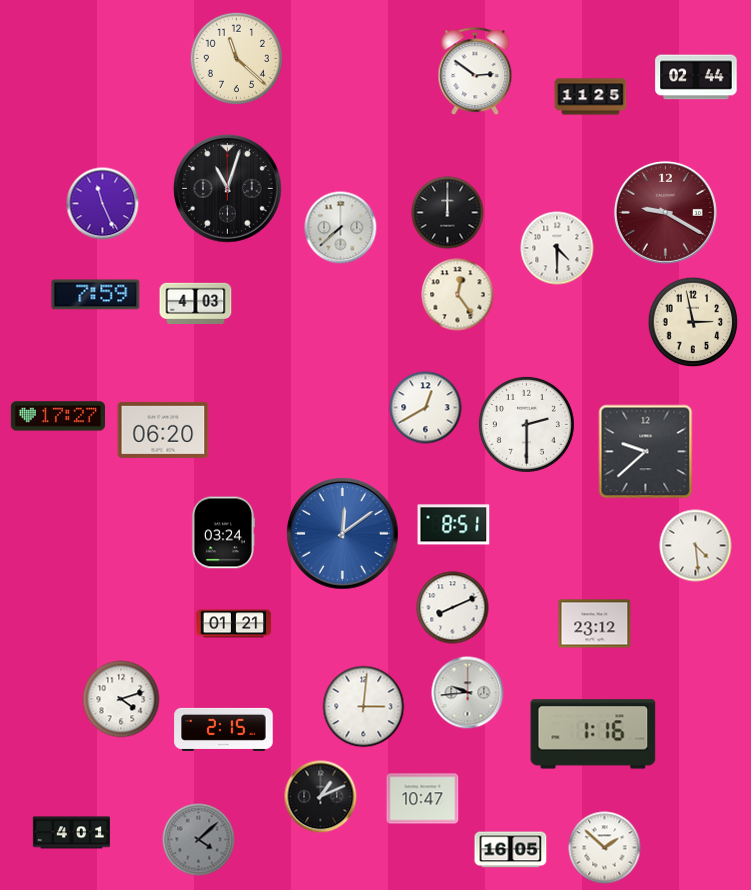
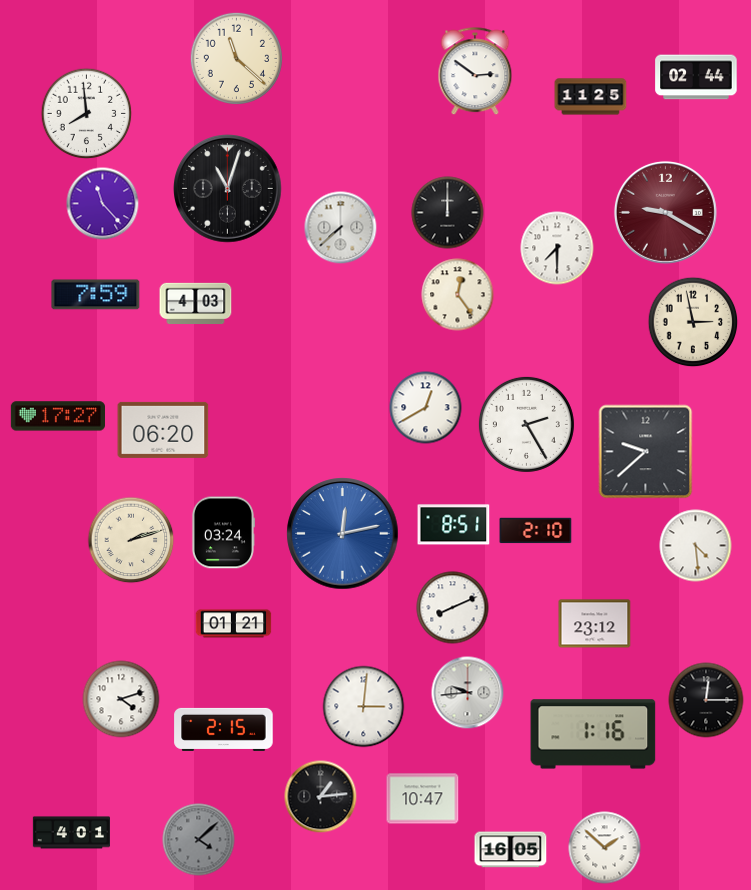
clock at (87, 114): none -> 7:59
clock at (103, 204): 11:26 -> 11:23
clock at (557, 248): 4:30 -> 7:30
clock at (526, 424): 2:30 -> 2:25
clock at (536, 531): none -> 2:10
clock at (343, 534): 12:09 -> 12:13
clock at (131, 540): none -> 2:12
clock at (706, 700): none -> 12:15
clock at (321, 797): 1:11 -> 1:14
